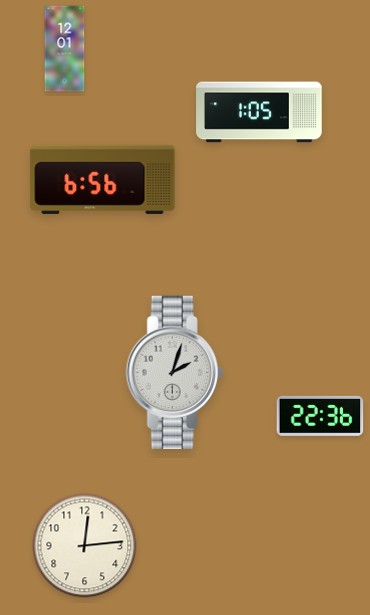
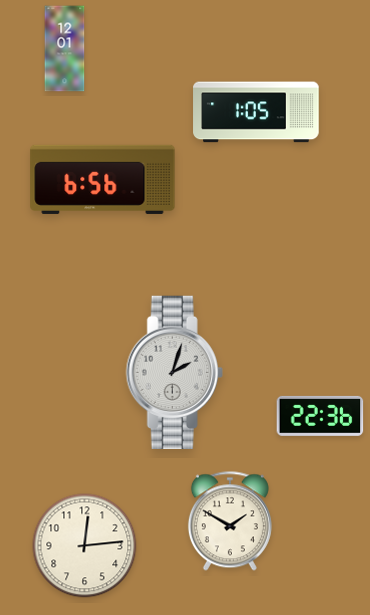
clock at (259, 112) position: (259, 112) -> (256, 112)
clock at (230, 521): none -> 1:50
